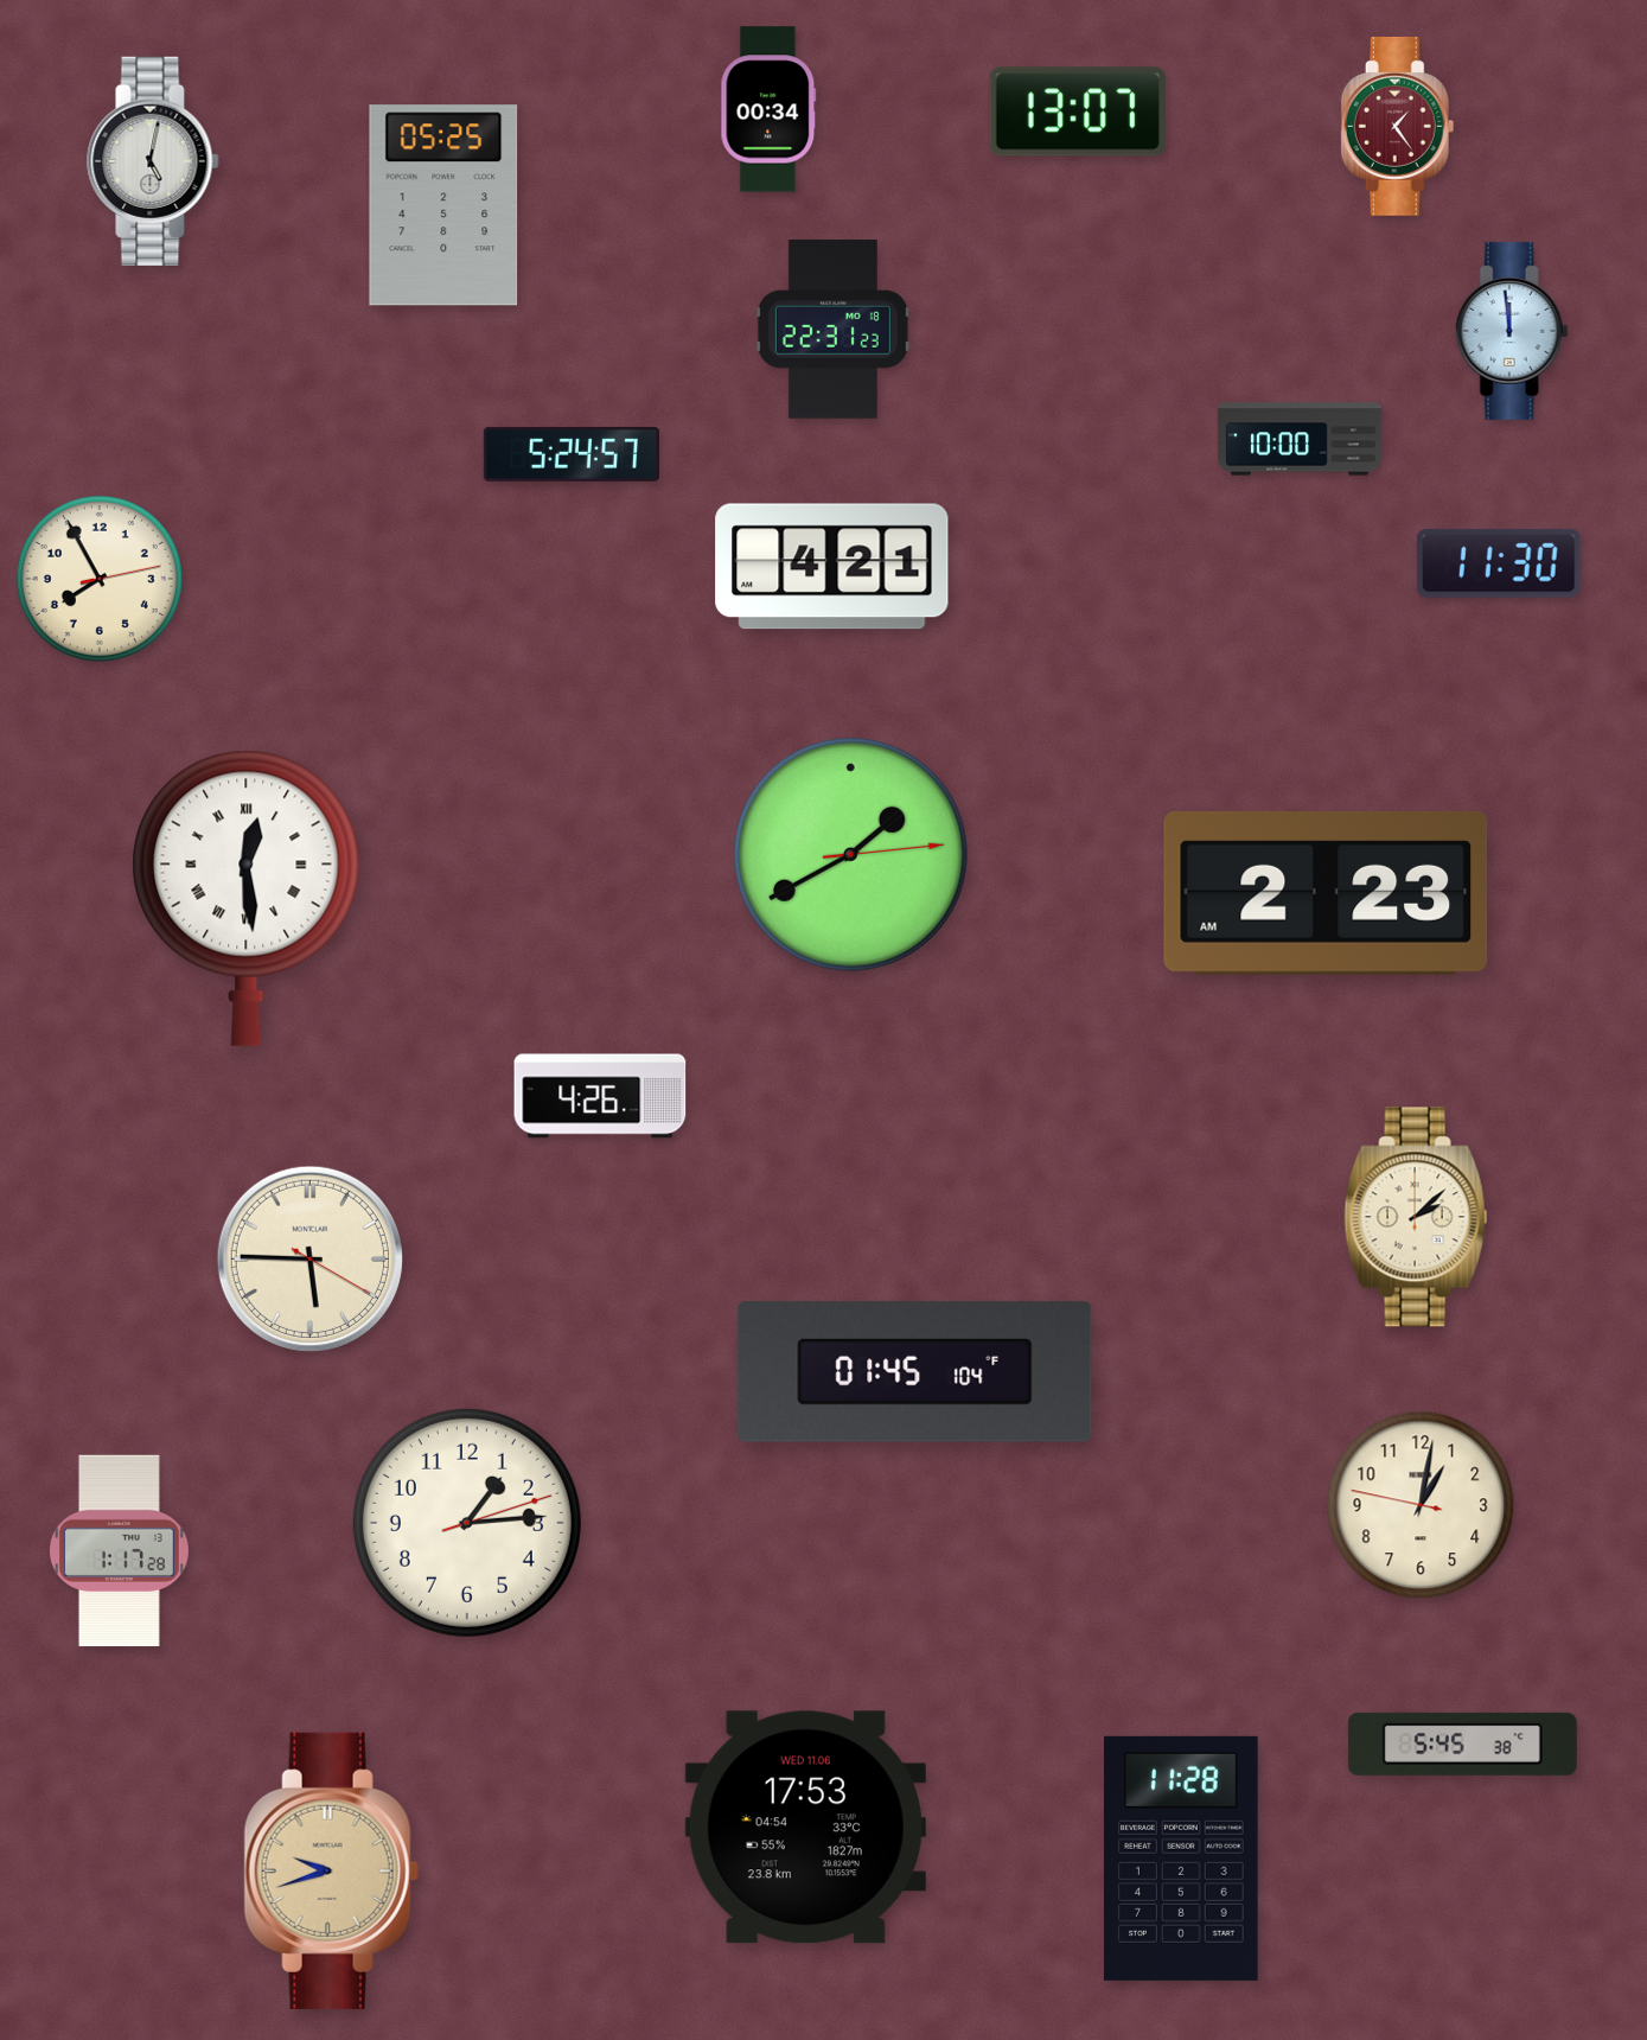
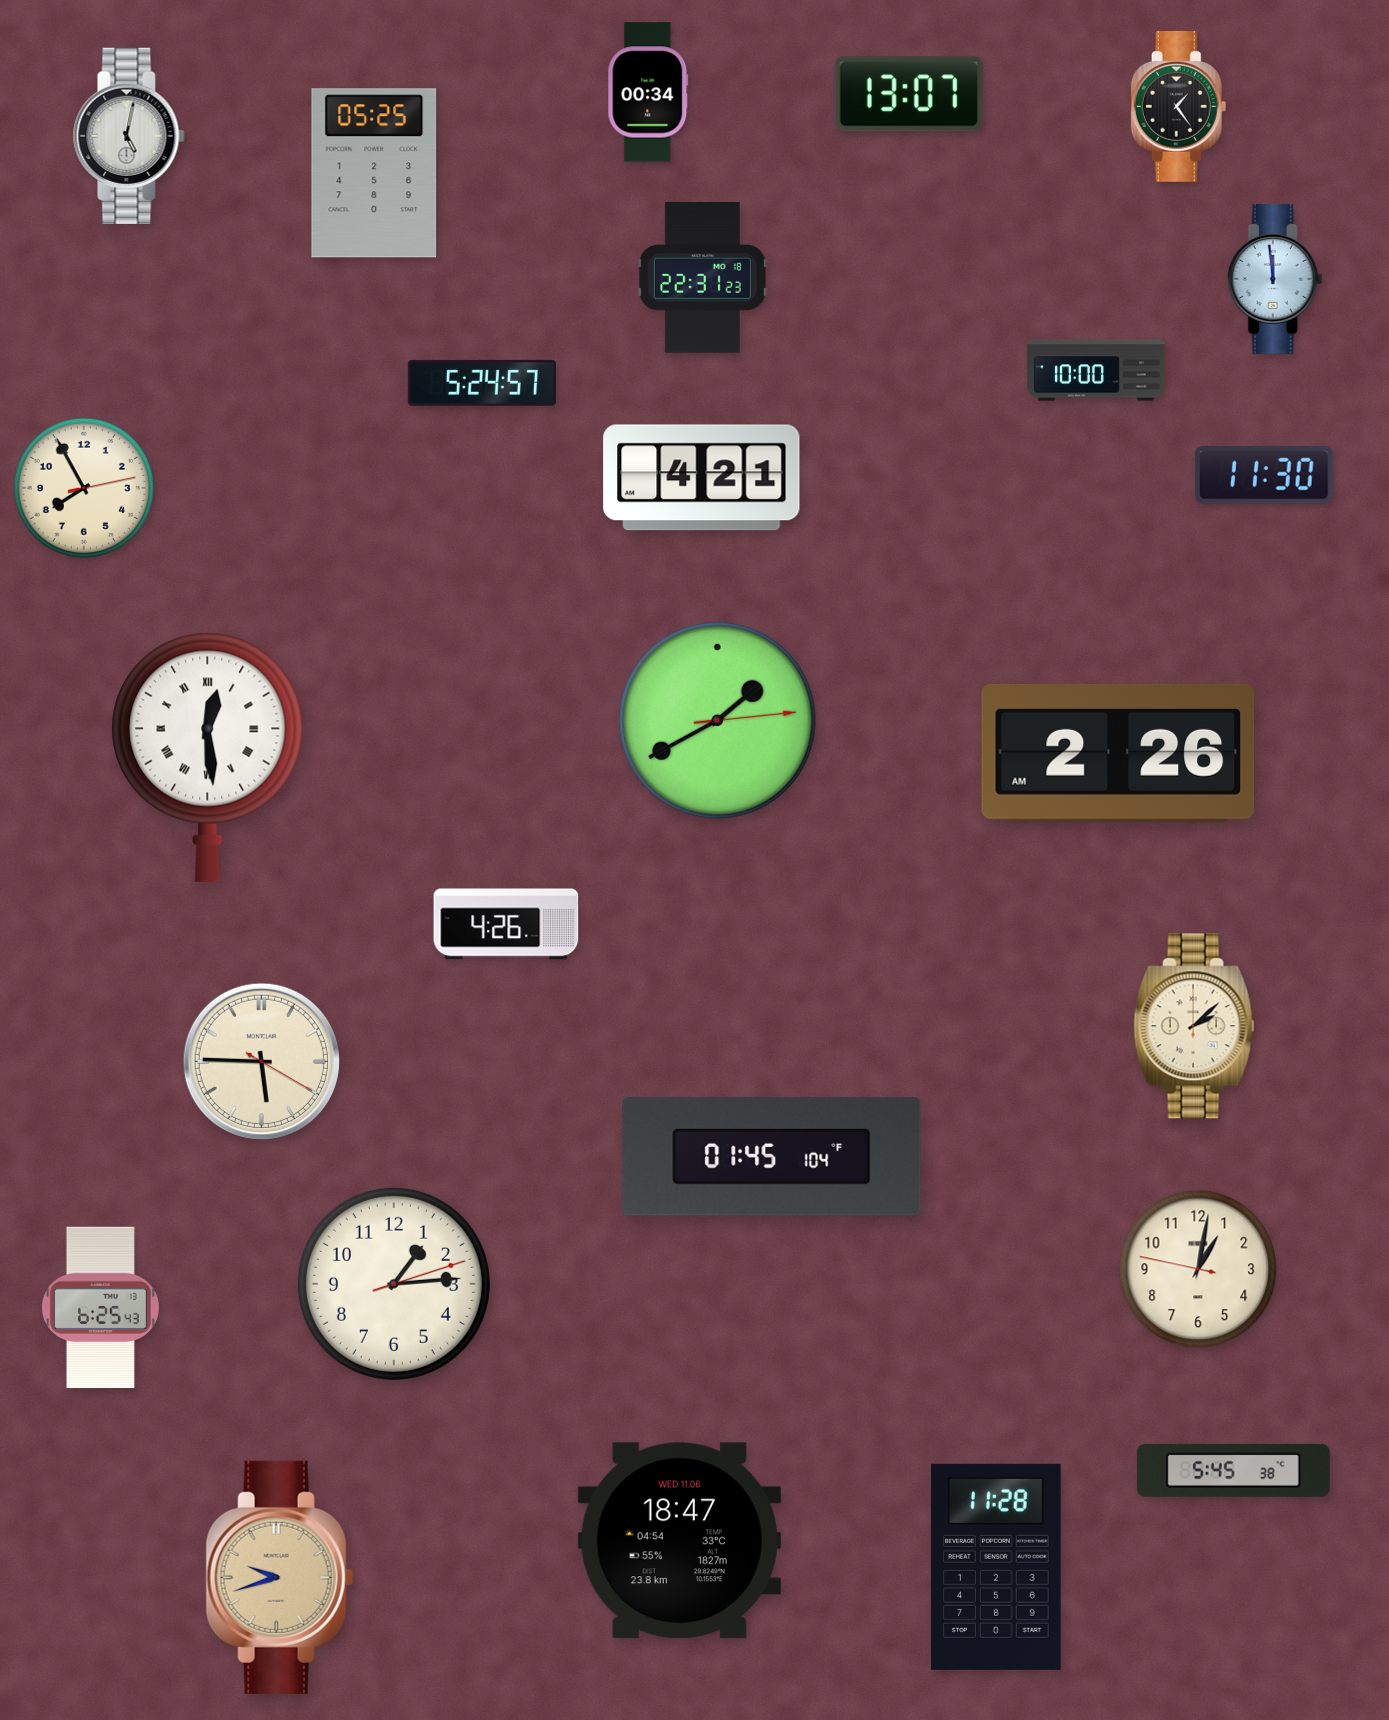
clock at (1398, 126) dial: burgundy -> black
clock at (1326, 893): 2:23 -> 2:26
clock at (119, 1551): 1:17 -> 6:25
clock at (805, 1828): 17:53 -> 18:47
